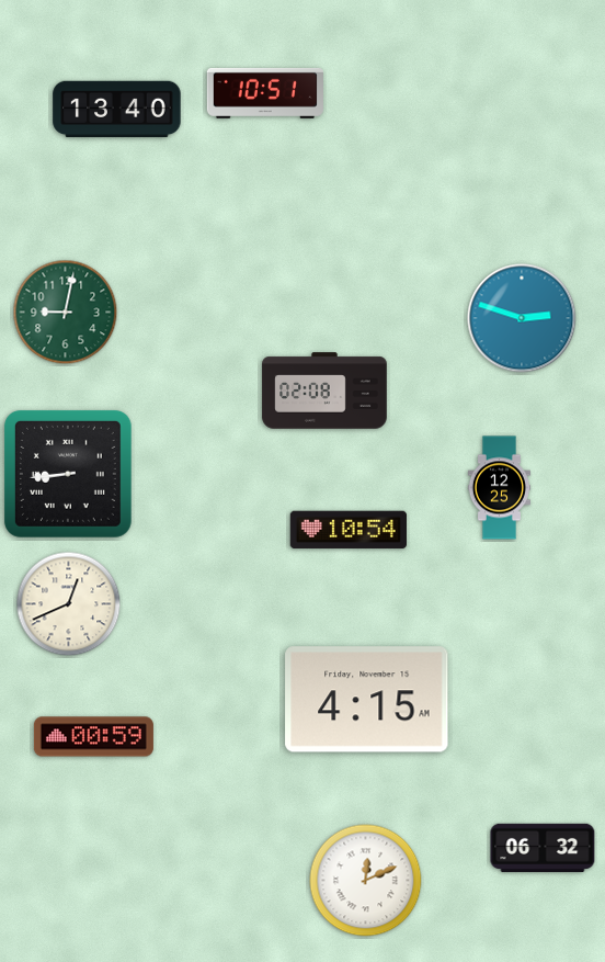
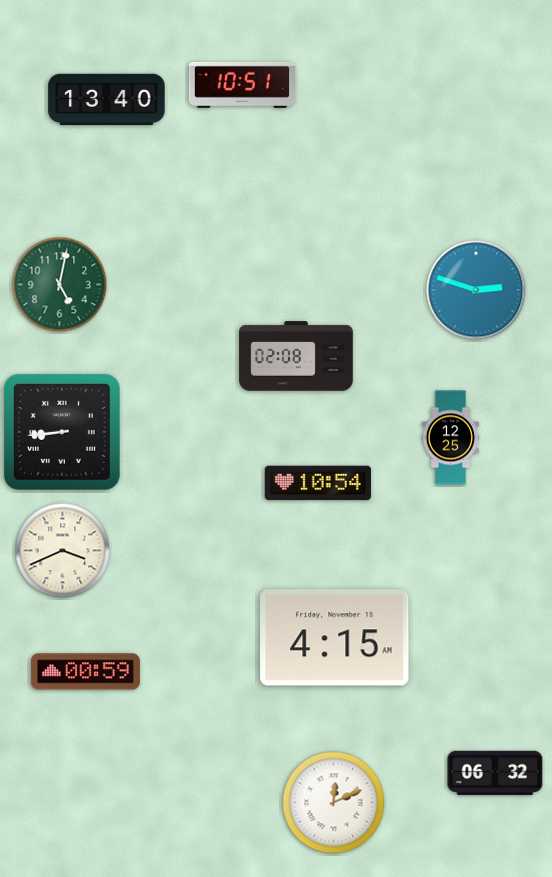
clock at (66, 313): 9:02 -> 5:02
clock at (499, 488) position: (499, 488) -> (450, 438)
clock at (69, 604): 12:41 -> 3:41
